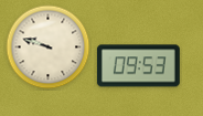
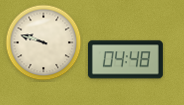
clock at (138, 66): 09:53 -> 04:48
